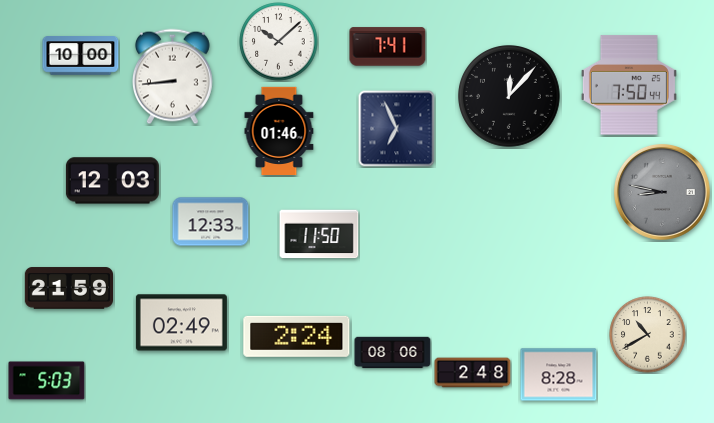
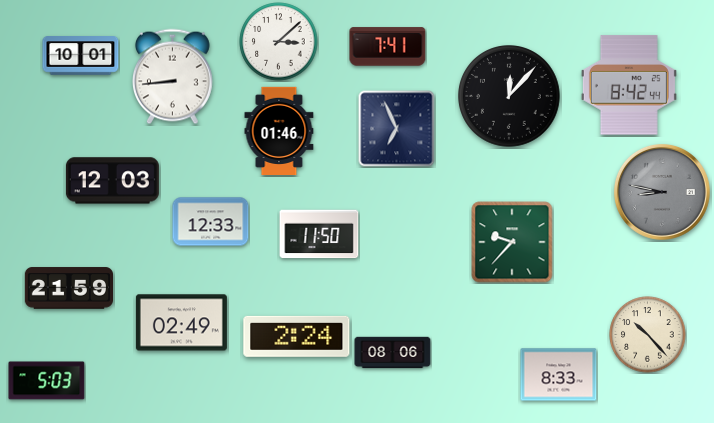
clock at (279, 42): 10:08 -> 3:08
clock at (81, 56): 10:00 -> 10:01
clock at (629, 85): 7:50 -> 8:42
clock at (512, 242): none -> 9:37
clock at (648, 335): 10:40 -> 10:23
clock at (473, 373): 2:48 -> none
clock at (559, 375): 8:28 -> 8:33
